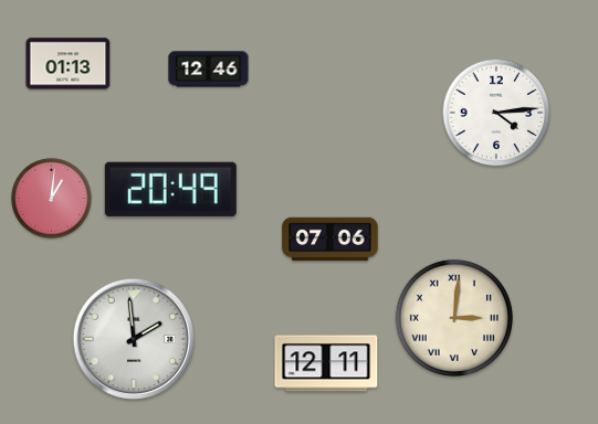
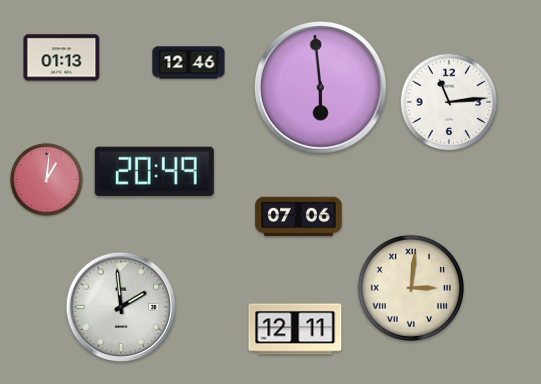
clock at (320, 87): none -> 5:59
clock at (496, 113): 4:14 -> 11:14
